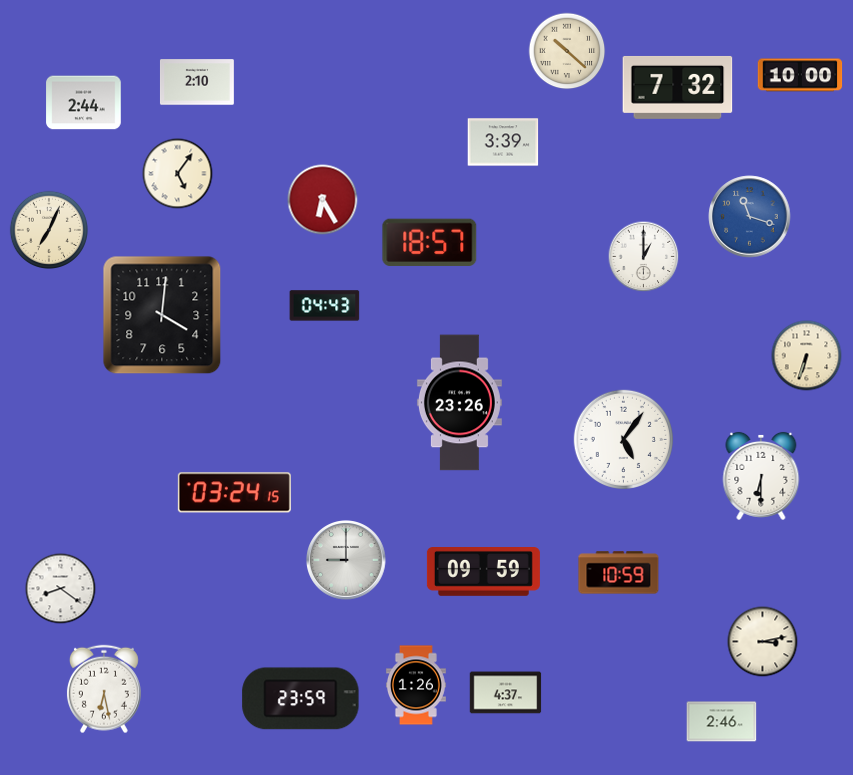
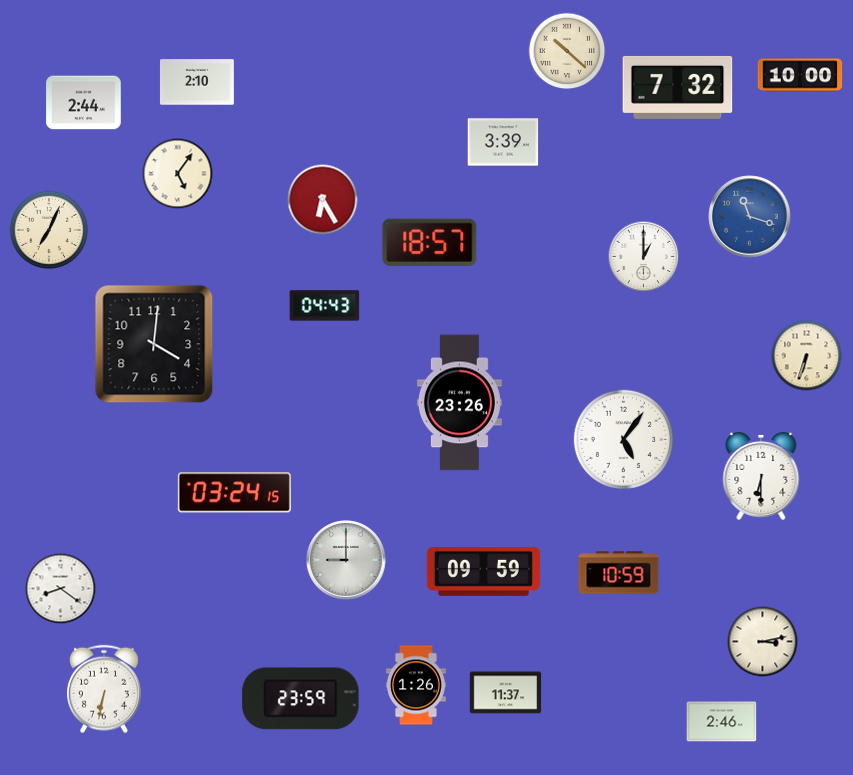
clock at (162, 315) position: (162, 315) -> (154, 344)
clock at (104, 689): 6:28 -> 6:32
clock at (506, 693): 4:37 -> 11:37
